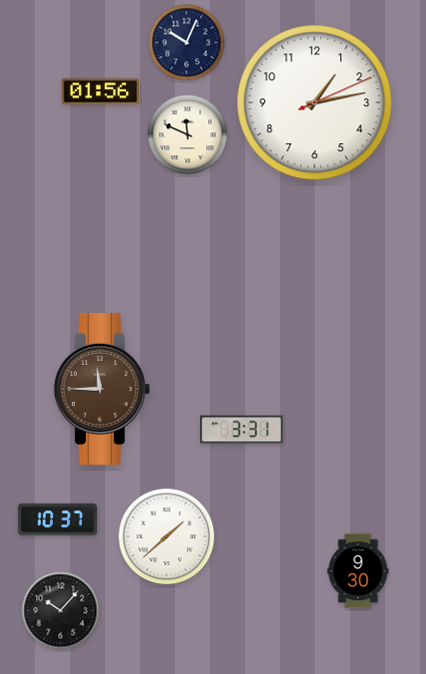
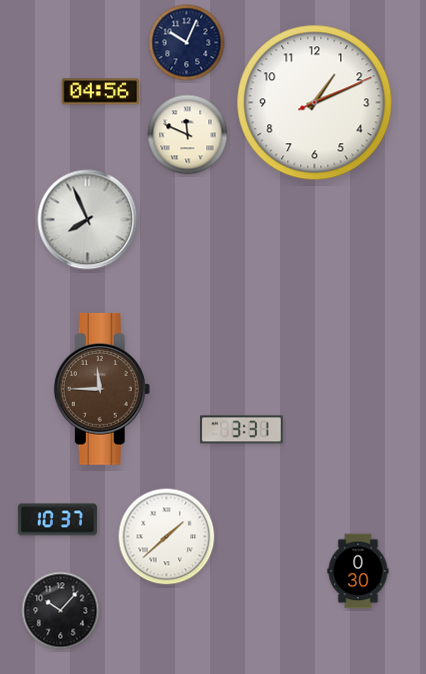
clock at (101, 92): 01:56 -> 04:56
clock at (315, 103): 1:13 -> 1:11
clock at (88, 220): none -> 7:56
clock at (358, 571): 9:30 -> 0:30
